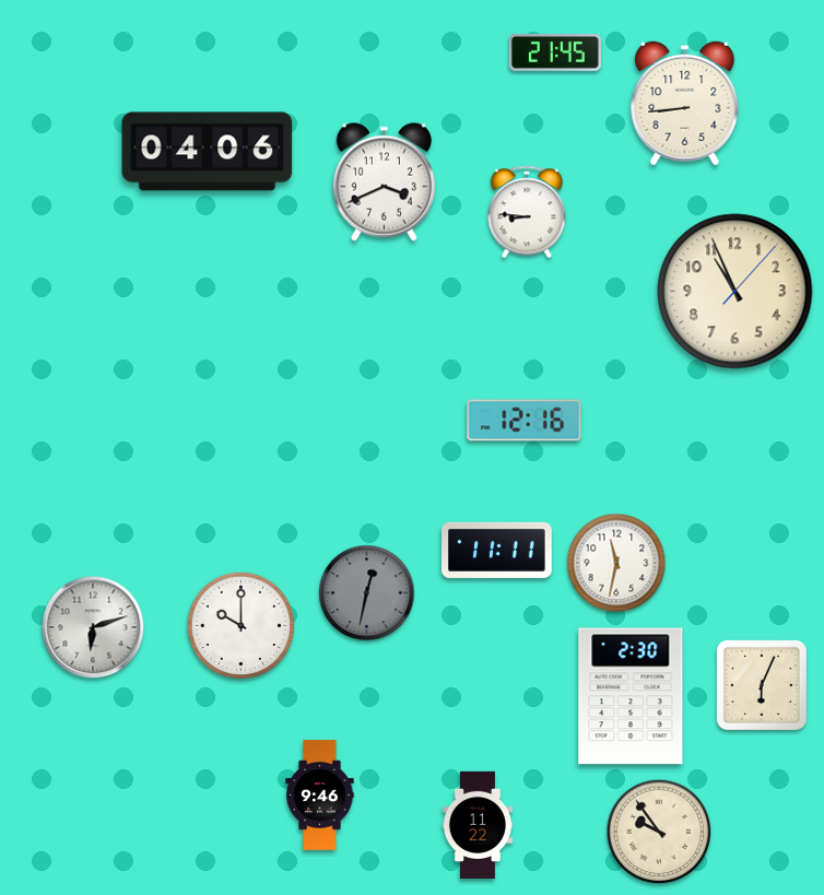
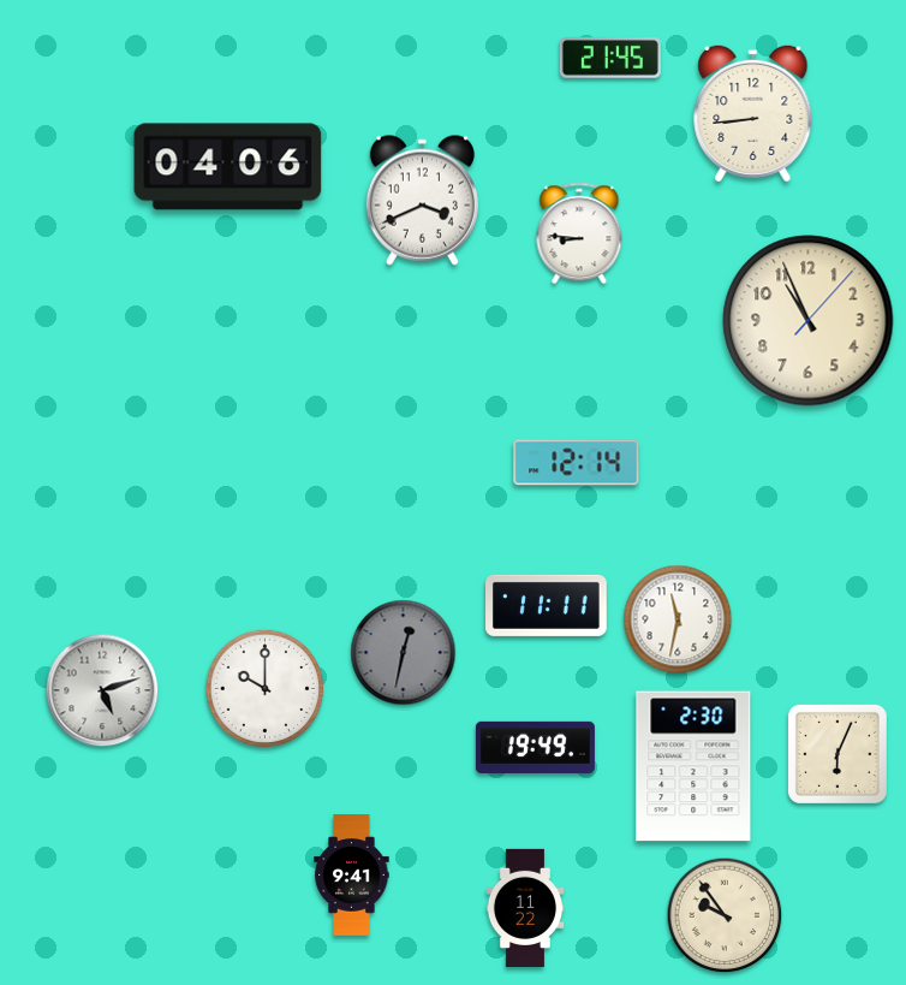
clock at (525, 421): 12:16 -> 12:14
clock at (93, 627): 6:12 -> 5:12
clock at (535, 747): none -> 19:49
clock at (320, 796): 9:46 -> 9:41
